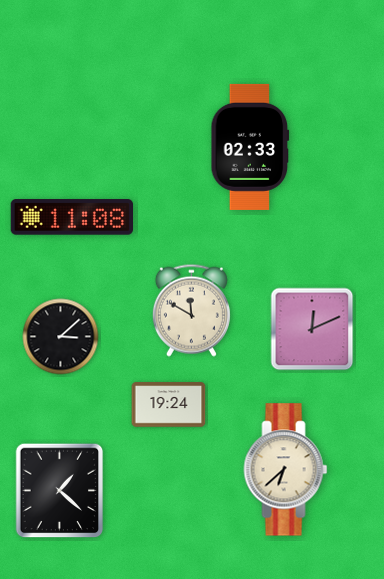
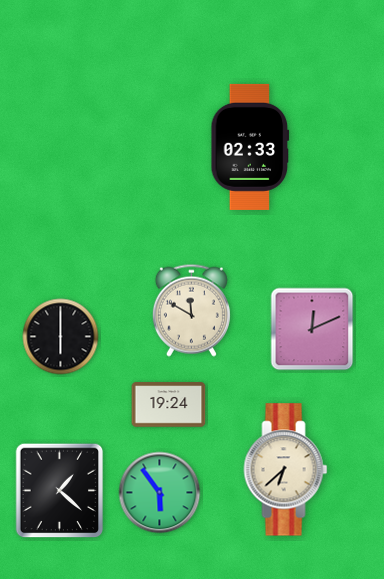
clock at (71, 217): 11:08 -> none
clock at (61, 337): 3:08 -> 6:00
clock at (160, 493): none -> 5:54
